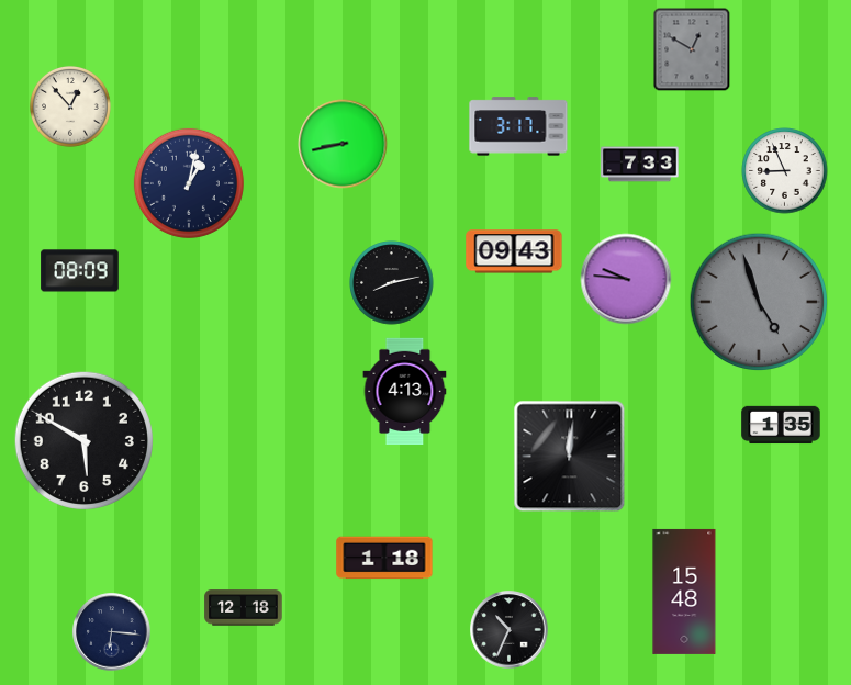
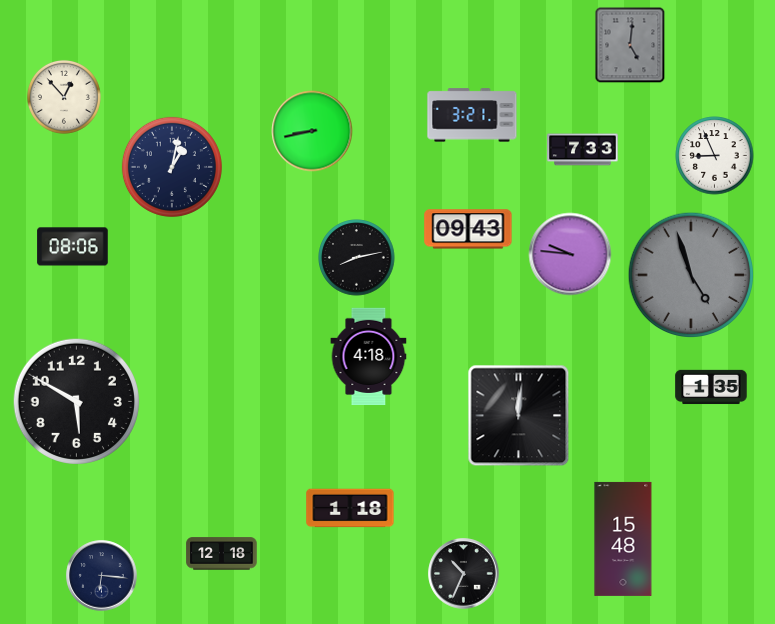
clock at (692, 49): 12:50 -> 5:01
clock at (518, 126): 3:17 -> 3:21
clock at (80, 271): 08:09 -> 08:06
clock at (405, 391): 4:13 -> 4:18
